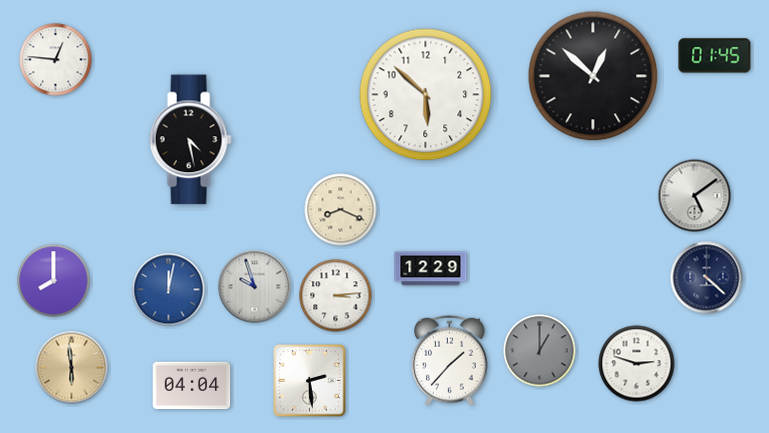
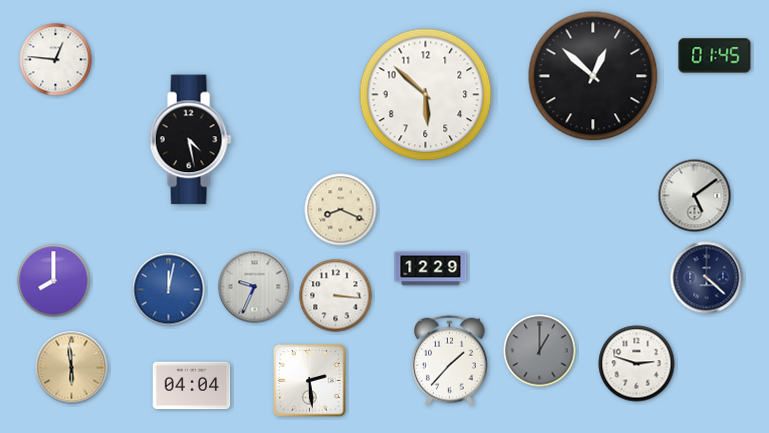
clock at (255, 287): 9:57 -> 9:34
clock at (336, 296): 3:14 -> 3:16
